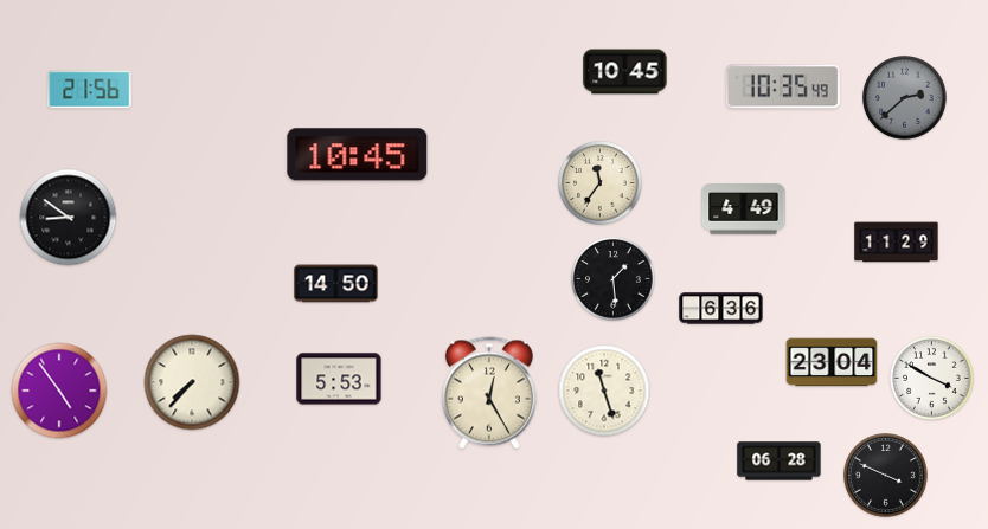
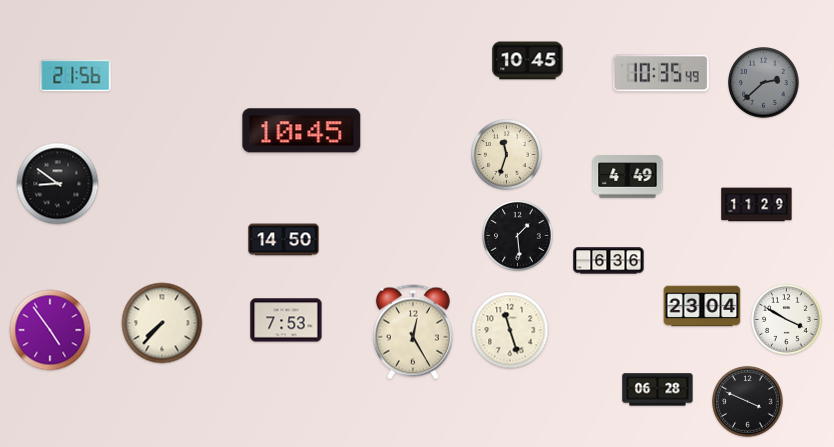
clock at (601, 183): 11:36 -> 11:33
clock at (339, 379): 5:53 -> 7:53
